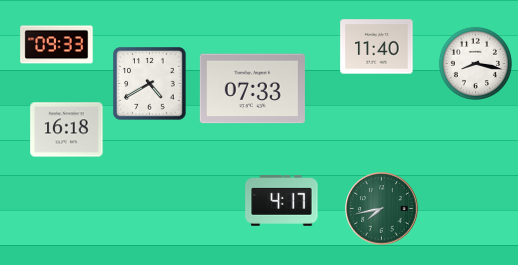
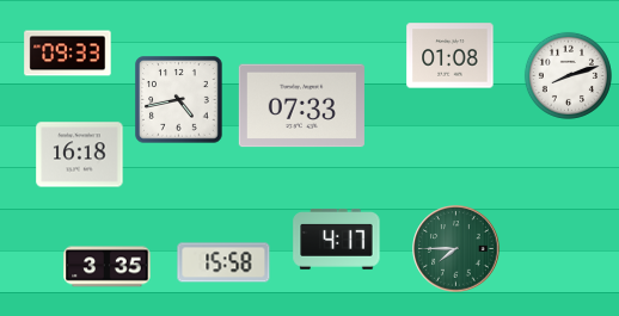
clock at (377, 47): 11:40 -> 01:08
clock at (475, 63): 8:17 -> 8:12
clock at (150, 84): 4:40 -> 4:43
clock at (382, 209): 7:43 -> 7:45
clock at (223, 262): none -> 15:58
clock at (108, 267): none -> 3:35
